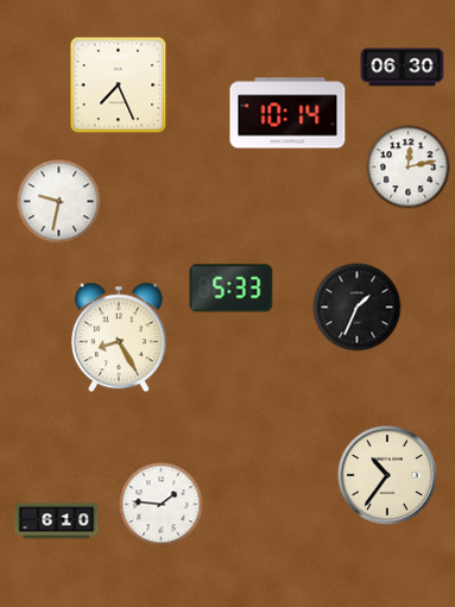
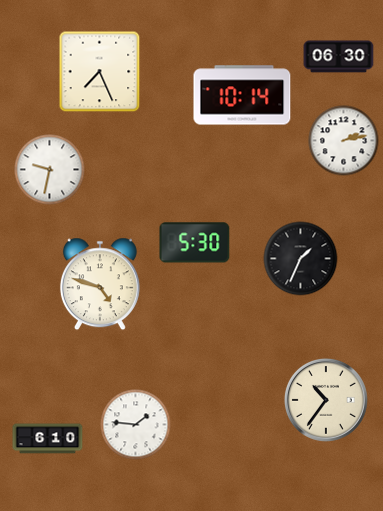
clock at (409, 167): 12:13 -> 2:13
clock at (232, 289): 5:33 -> 5:30
clock at (119, 337): 8:25 -> 4:48
